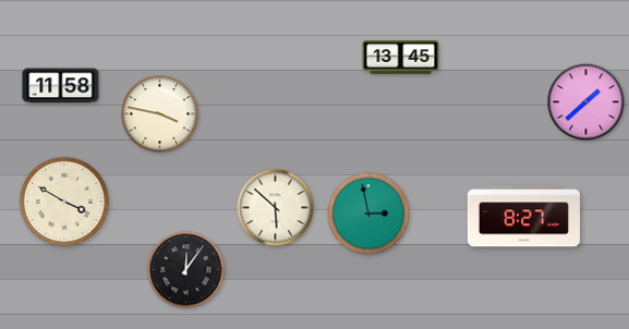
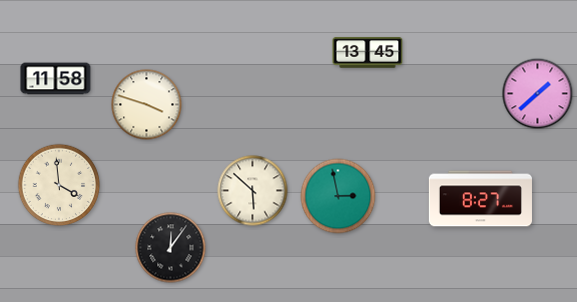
clock at (160, 114): 3:47 -> 3:48
clock at (64, 202): 3:50 -> 3:59
